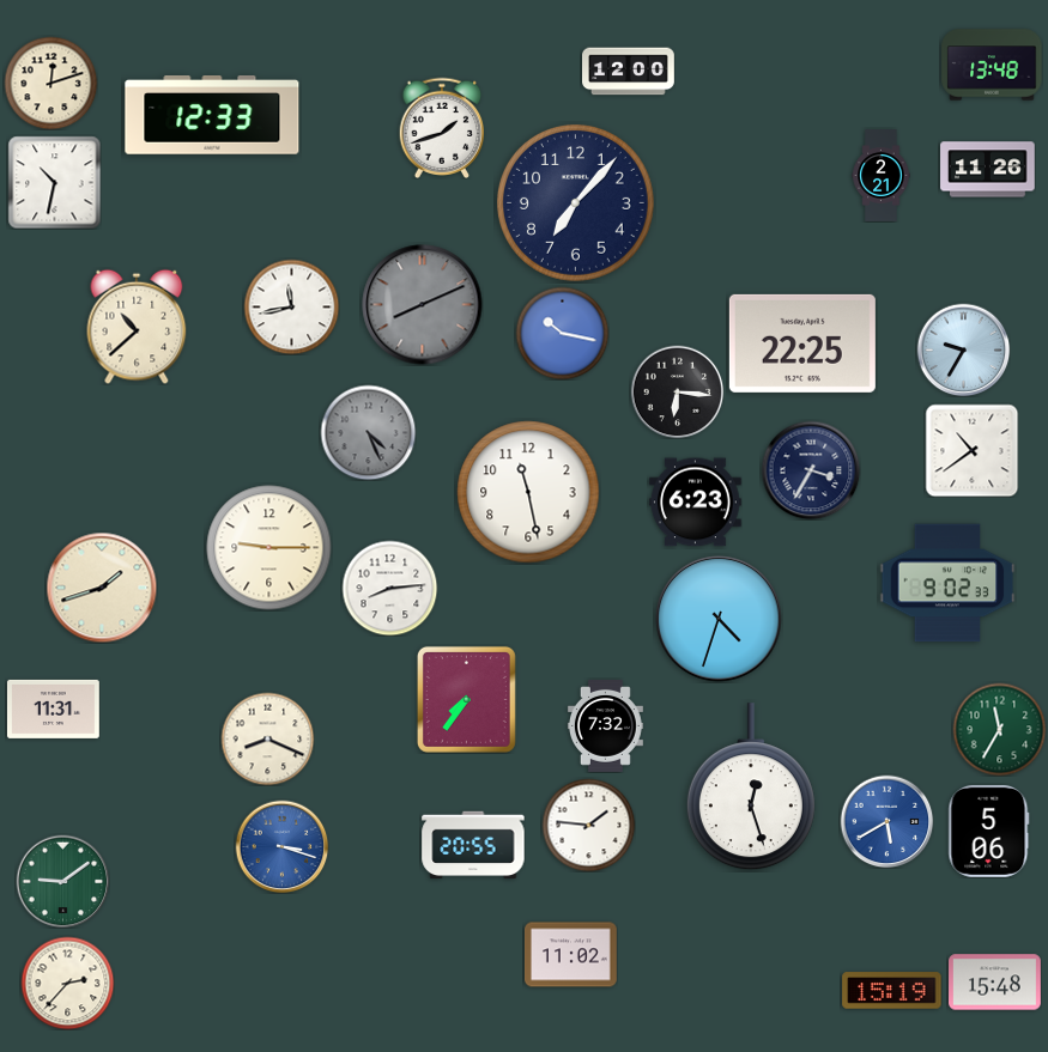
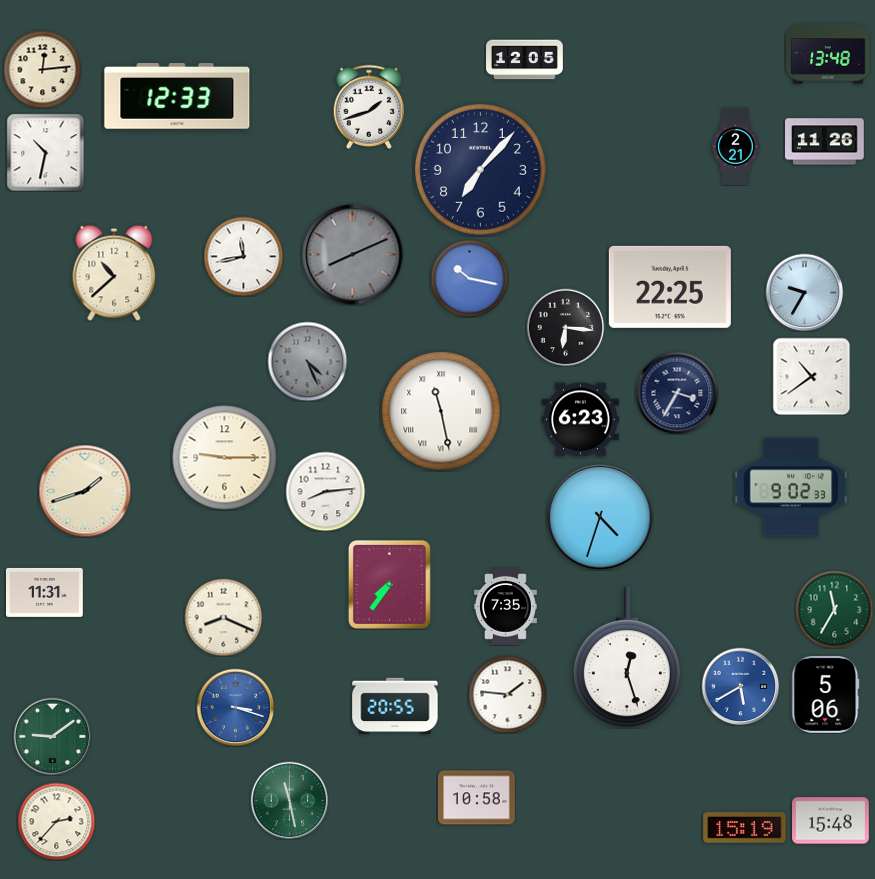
clock at (629, 72): 12:00 -> 12:05
clock at (50, 83): 12:12 -> 12:14
clock at (528, 492) numerals: Arabic -> Roman
clock at (605, 726): 7:32 -> 7:35
clock at (588, 825) position: (588, 825) -> (507, 694)
clock at (571, 955): 11:02 -> 10:58
clock at (289, 800): none -> 11:28
